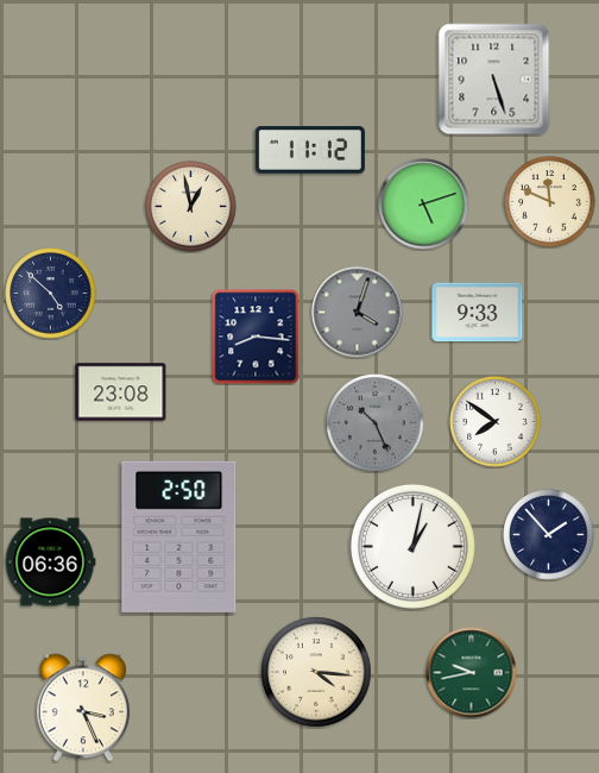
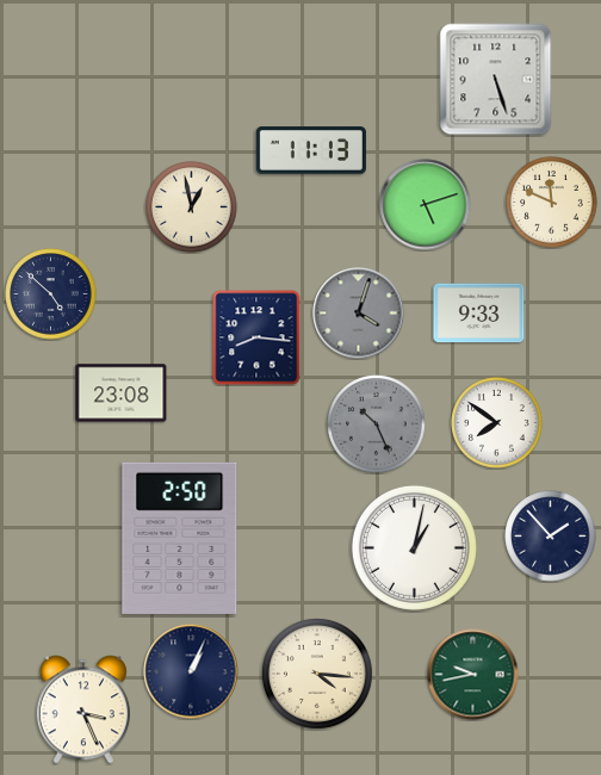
clock at (310, 150): 11:12 -> 11:13
clock at (50, 563): 06:36 -> none
clock at (191, 671): none -> 1:04
